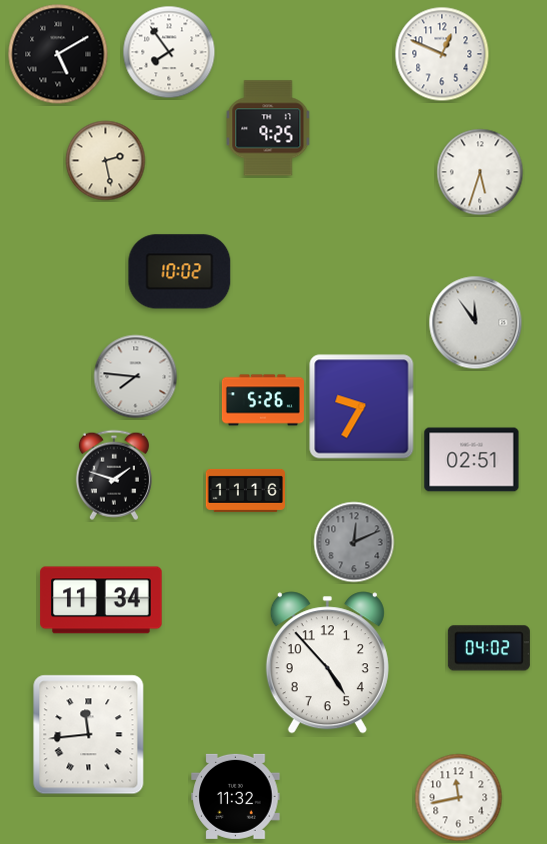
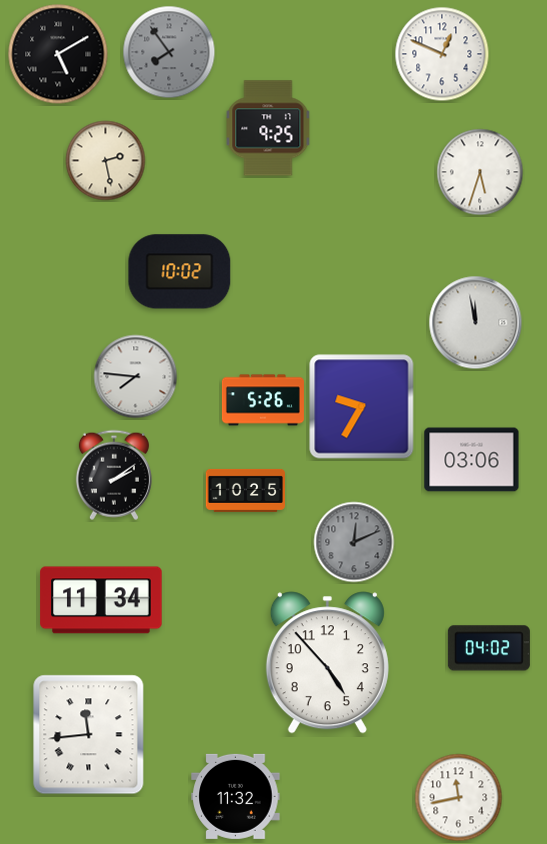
clock at (169, 52) dial: white -> grey
clock at (476, 323): 11:54 -> 11:58
clock at (472, 460): 02:51 -> 03:06
clock at (114, 475): 1:48 -> 2:09
clock at (245, 490): 11:16 -> 10:25
